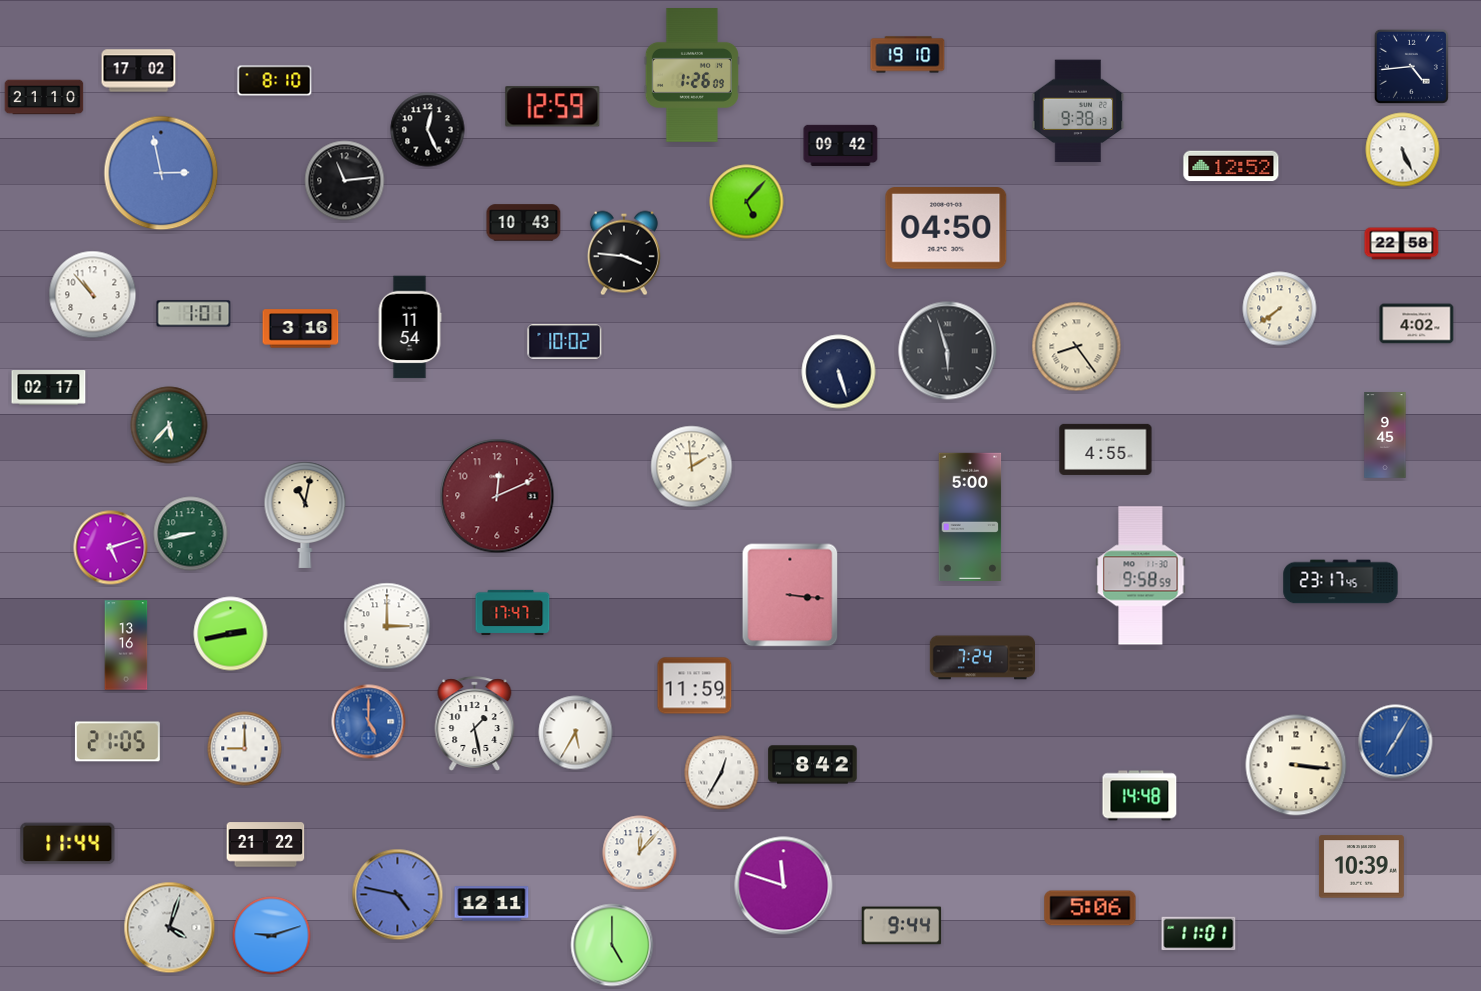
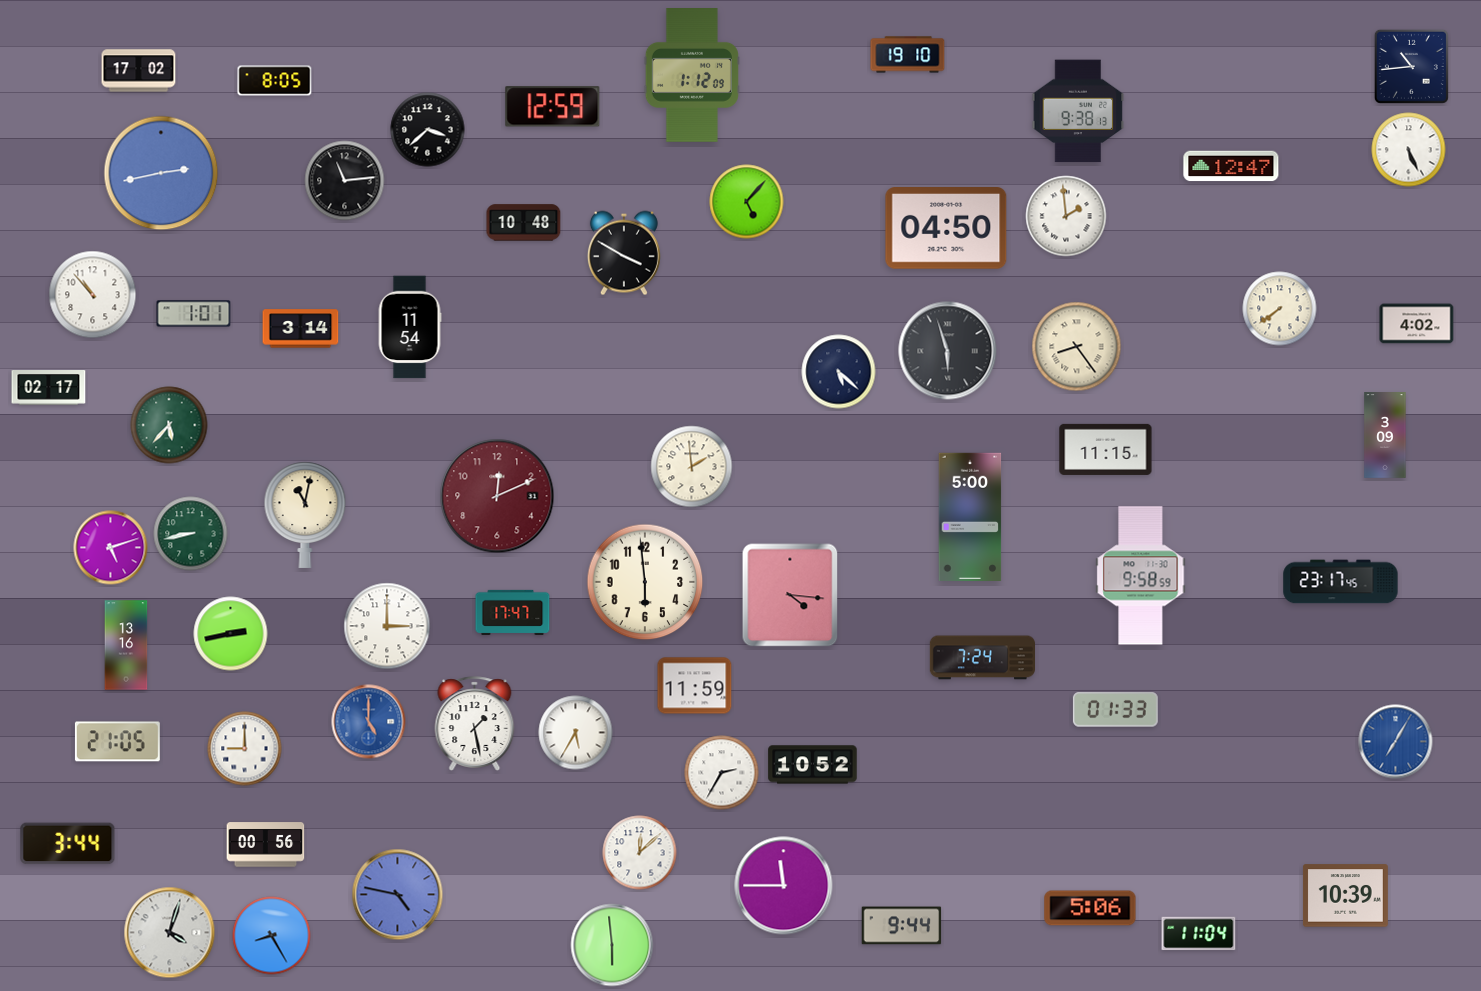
clock at (1411, 66): 4:44 -> 10:44
clock at (692, 76): 1:26 -> 1:12
clock at (275, 81): 8:10 -> 8:05
clock at (44, 97): 21:10 -> none
clock at (428, 130): 12:26 -> 3:38
clock at (841, 145): 09:42 -> none
clock at (1403, 150) position: (1403, 150) -> (1409, 150)
clock at (1231, 166): 12:52 -> 12:47
clock at (161, 173): 2:58 -> 2:43
clock at (1066, 216): none -> 1:59
clock at (524, 223): 10:43 -> 10:48
clock at (1402, 244): 22:58 -> none
clock at (624, 253): 3:46 -> 3:50
clock at (301, 329): 3:16 -> 3:14
clock at (565, 342): 10:02 -> none
clock at (839, 372): 5:27 -> 5:22
clock at (1385, 435): 9:45 -> 3:09
clock at (1106, 449): 4:55 -> 11:15
clock at (645, 582): none -> 5:59
clock at (790, 595): 3:16 -> 4:16
clock at (1115, 710): none -> 01:33
clock at (813, 765): 8:42 -> 10:52
clock at (1296, 765): 3:16 -> none
clock at (722, 773): 12:35 -> 2:35
clock at (1140, 796): 14:48 -> none
clock at (68, 844): 11:44 -> 3:44
clock at (266, 845): 21:22 -> 00:56
clock at (640, 853): 12:07 -> 12:08
clock at (1361, 867) position: (1361, 867) -> (1345, 896)
clock at (784, 886): 11:48 -> 11:45
clock at (492, 904): 12:11 -> none
clock at (170, 928) position: (170, 928) -> (170, 933)
clock at (1199, 934): 11:01 -> 11:04
clock at (272, 936): 9:12 -> 8:25
clock at (612, 945): 5:00 -> 5:59
